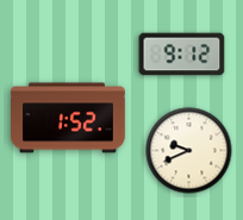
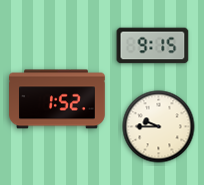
clock at (182, 55): 9:12 -> 9:15
clock at (189, 151): 9:41 -> 9:45
